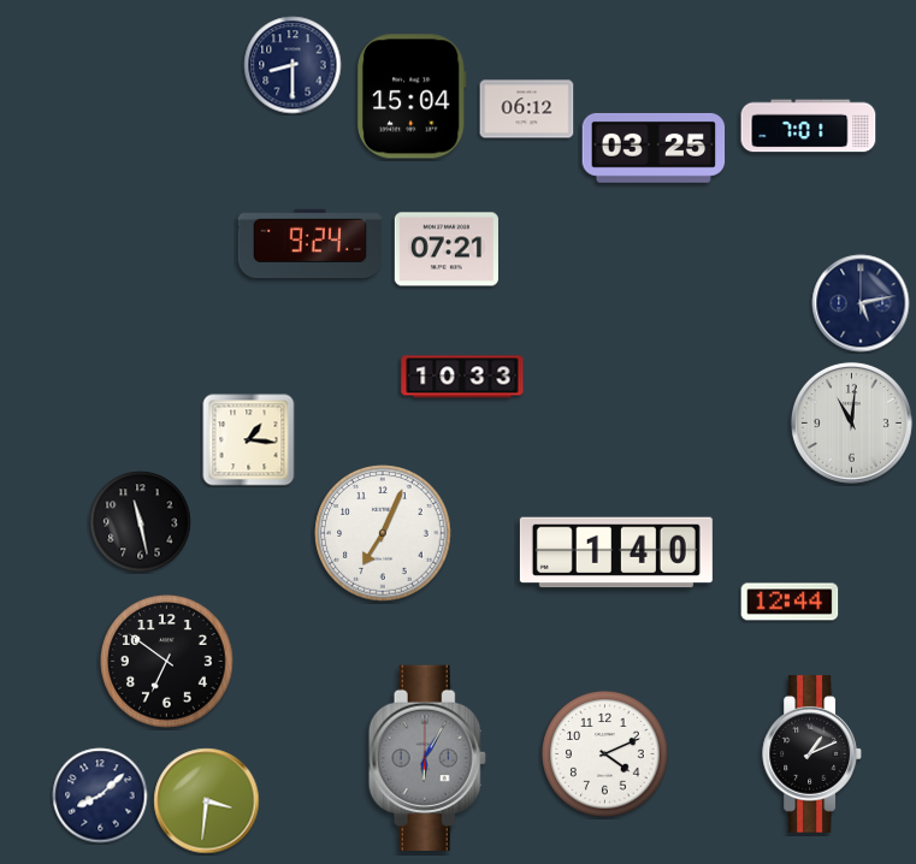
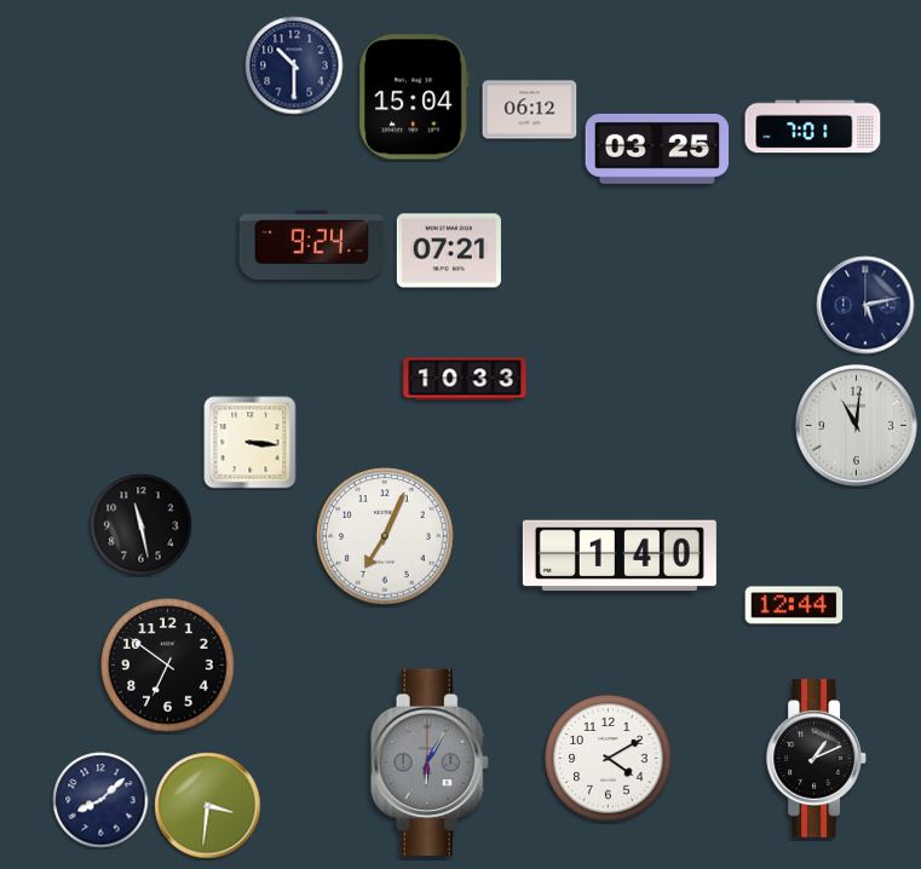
clock at (292, 65): 8:30 -> 10:30
clock at (249, 440): 1:16 -> 3:16
clock at (605, 754): 4:11 -> 4:10
